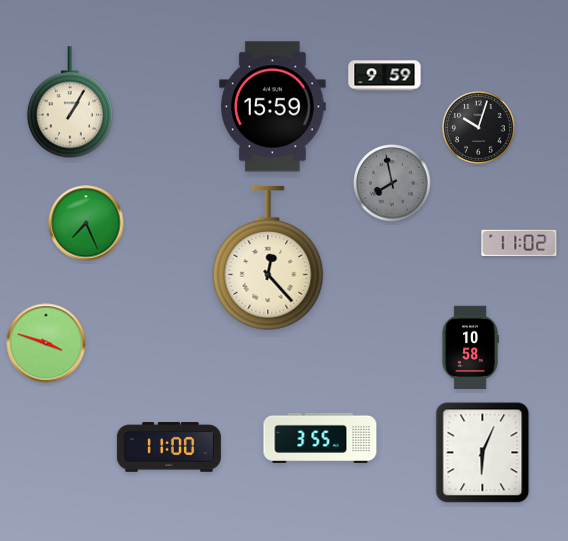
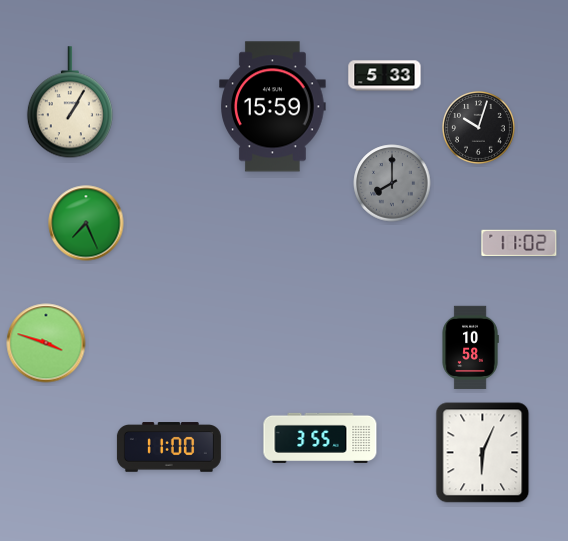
clock at (385, 76): 9:59 -> 5:33
clock at (392, 183): 7:58 -> 8:00
clock at (268, 258): 12:23 -> none
